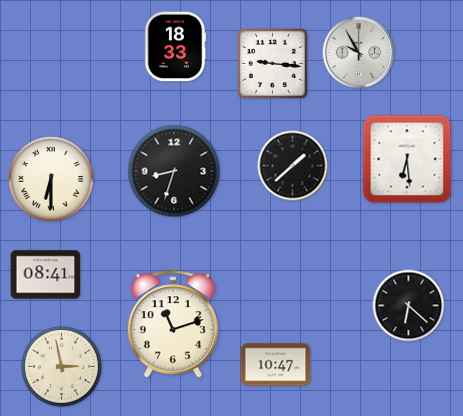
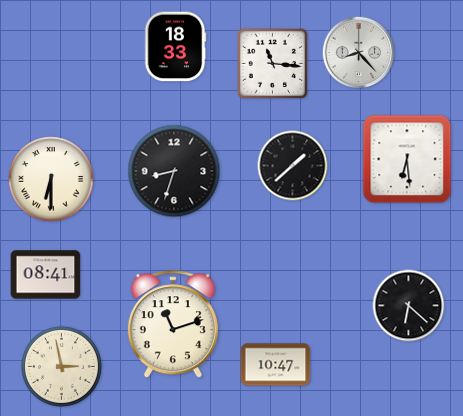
clock at (359, 53): 9:55 -> 8:23
clock at (272, 63): 9:16 -> 11:16
